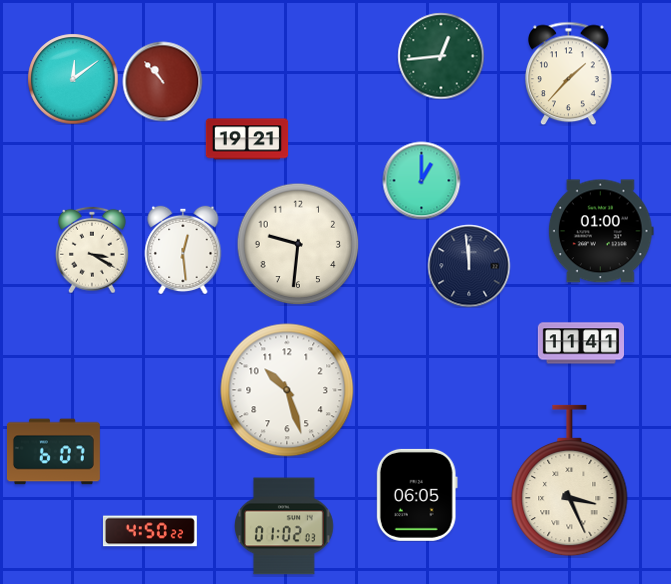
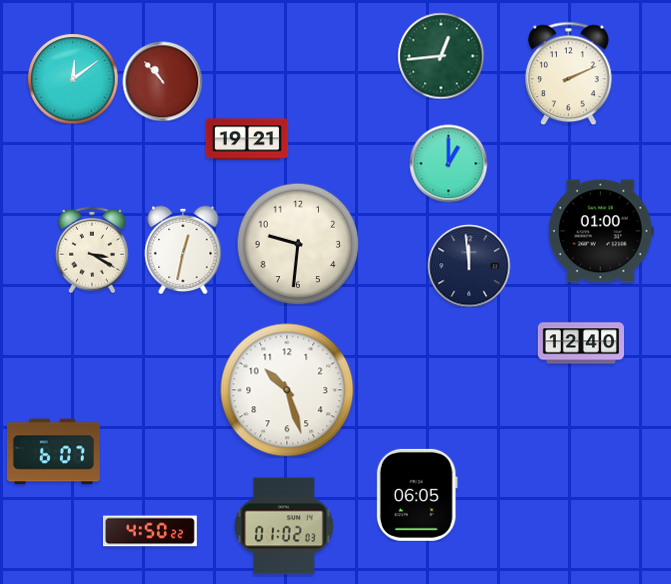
clock at (569, 73): 1:37 -> 2:11
clock at (421, 180) position: (421, 180) -> (448, 163)
clock at (183, 250): 12:29 -> 12:32
clock at (580, 343): 11:41 -> 12:40
clock at (570, 481): 3:26 -> none
